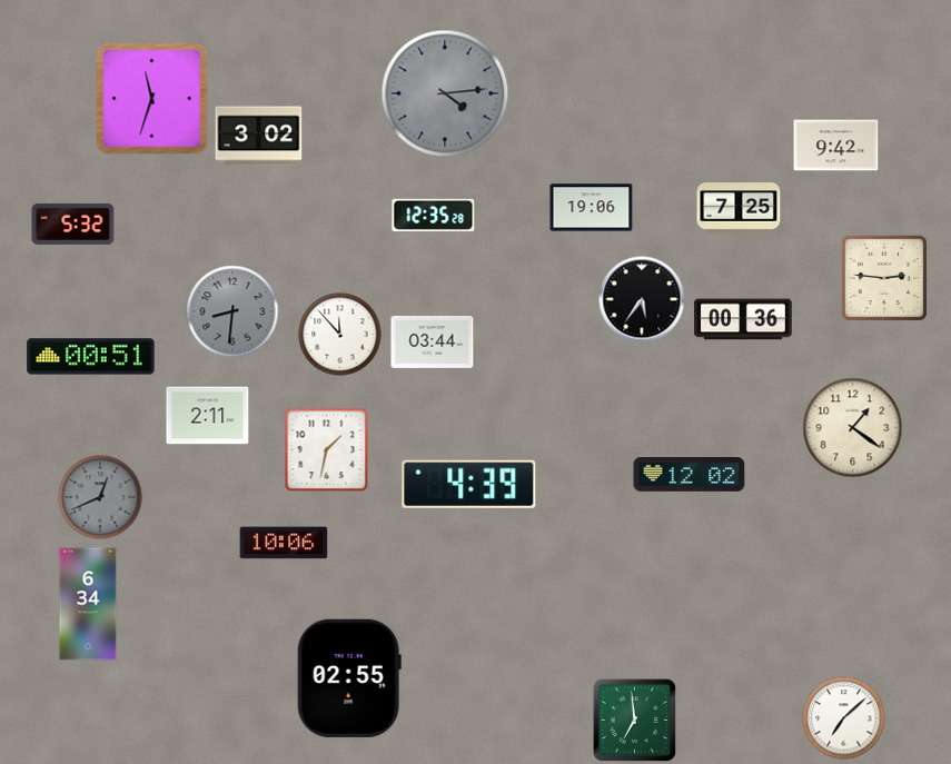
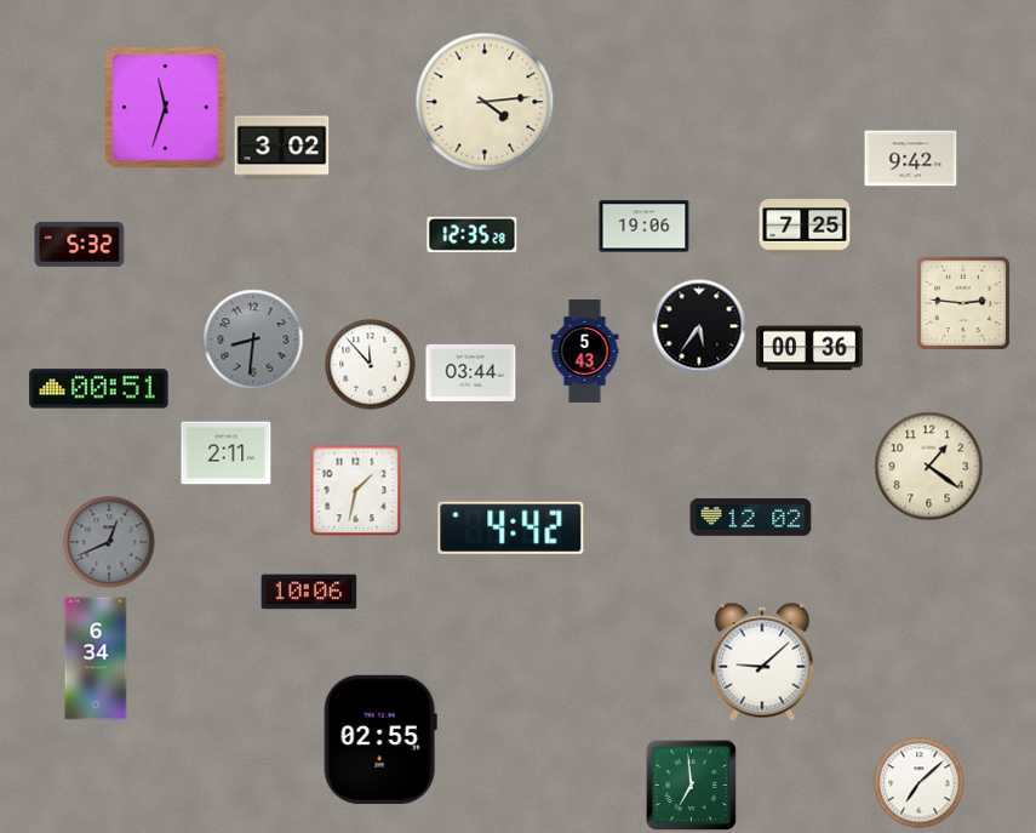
clock at (445, 93) dial: grey -> cream
clock at (585, 350): none -> 5:43
clock at (469, 484): 4:39 -> 4:42
clock at (762, 662): none -> 9:08
